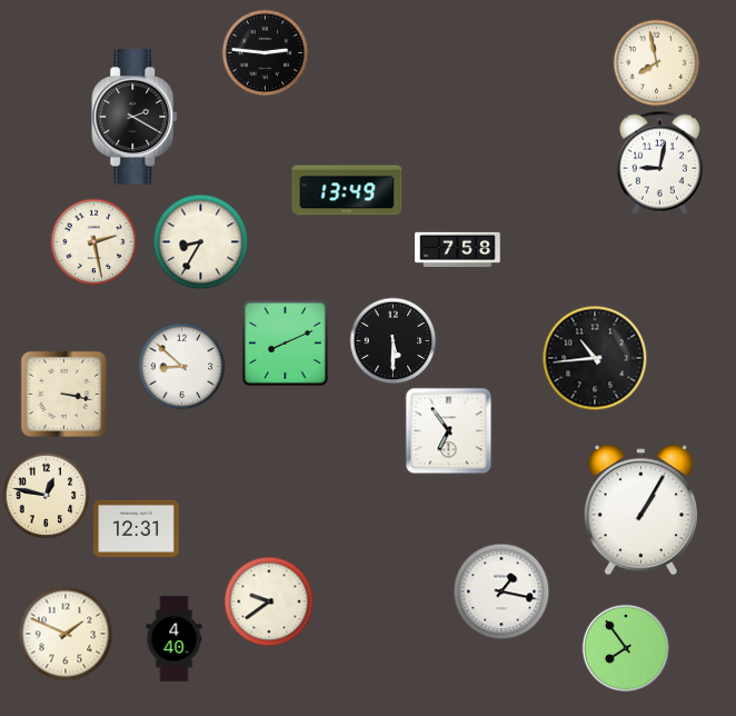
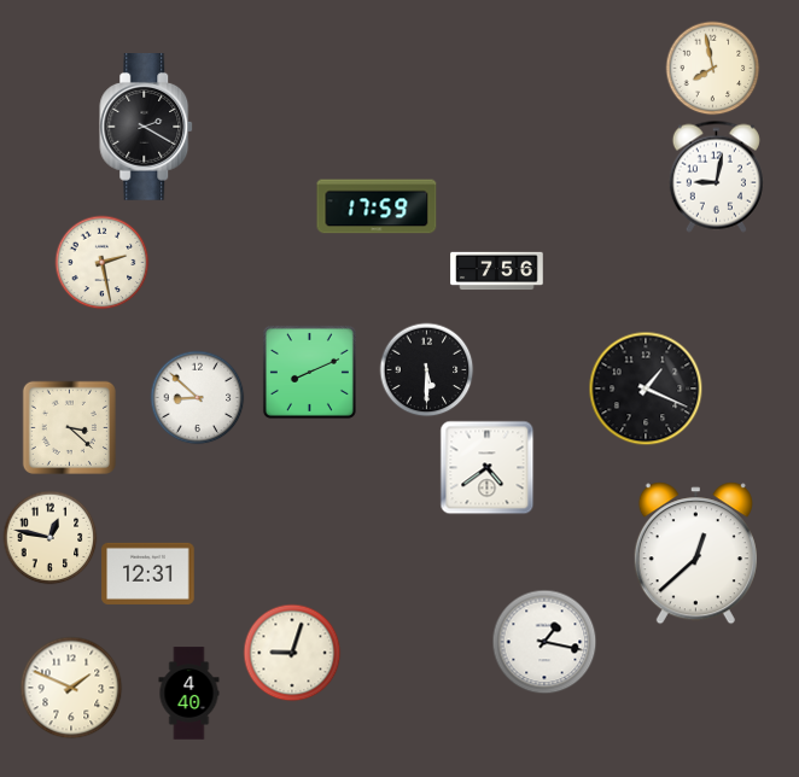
clock at (265, 52): 2:46 -> none
clock at (347, 190): 13:49 -> 17:59
clock at (200, 241): 8:35 -> none
clock at (458, 250): 7:58 -> 7:56
clock at (595, 358): 10:44 -> 1:19
clock at (63, 394): 3:17 -> 3:22
clock at (448, 430): 6:54 -> 4:39
clock at (640, 510): 1:05 -> 12:38
clock at (269, 601): 9:39 -> 9:03
clock at (626, 648): 7:54 -> none
